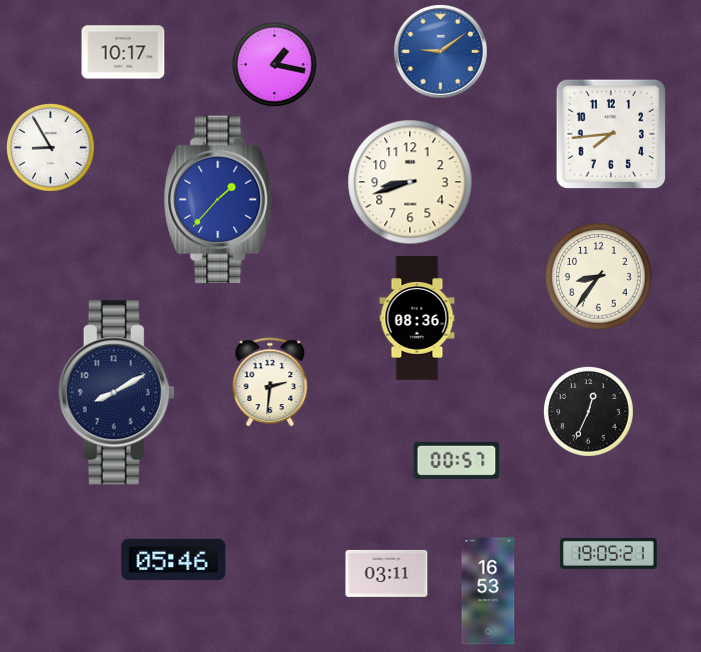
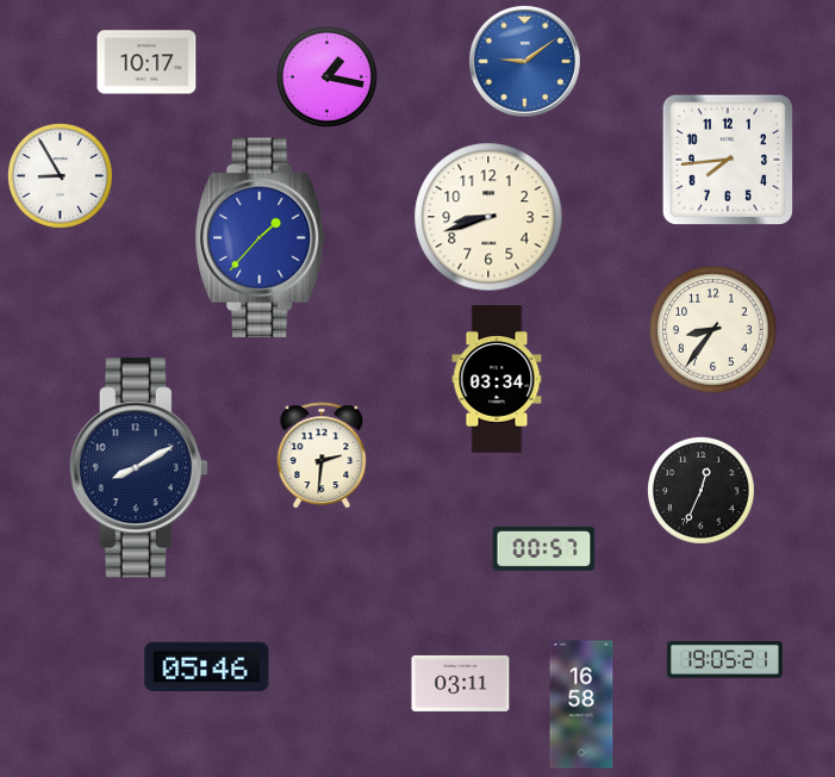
clock at (417, 318): 08:36 -> 03:34
clock at (488, 591): 16:53 -> 16:58
